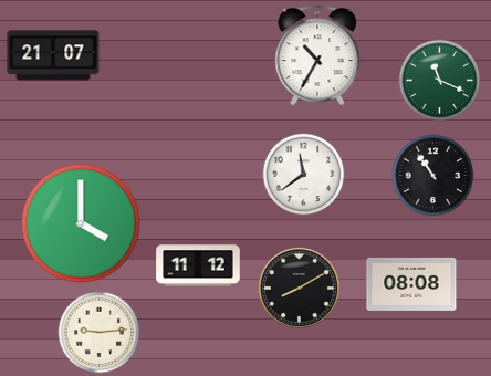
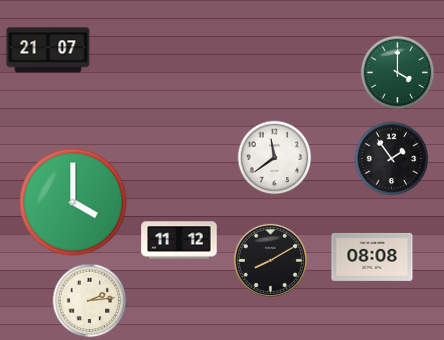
clock at (317, 55): 10:35 -> none
clock at (440, 81): 11:19 -> 4:00
clock at (433, 176): 10:54 -> 1:54
clock at (100, 333): 9:14 -> 2:14
